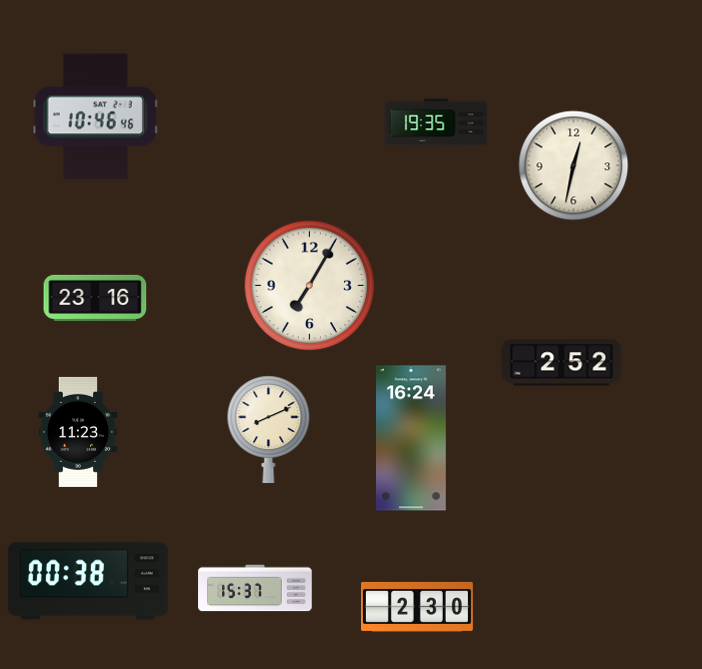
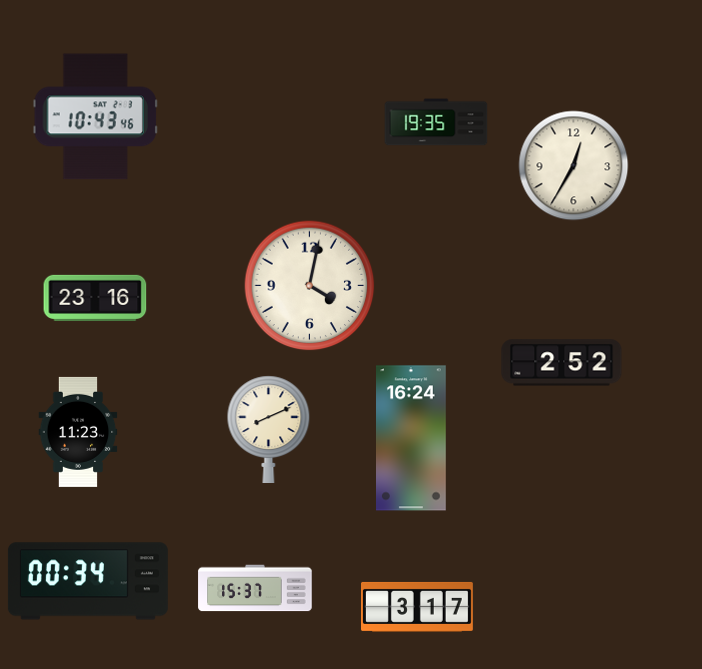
clock at (95, 117): 10:46 -> 10:43
clock at (574, 166): 12:32 -> 12:35
clock at (310, 286): 7:05 -> 4:02
clock at (88, 581): 00:38 -> 00:34
clock at (418, 607): 2:30 -> 3:17
